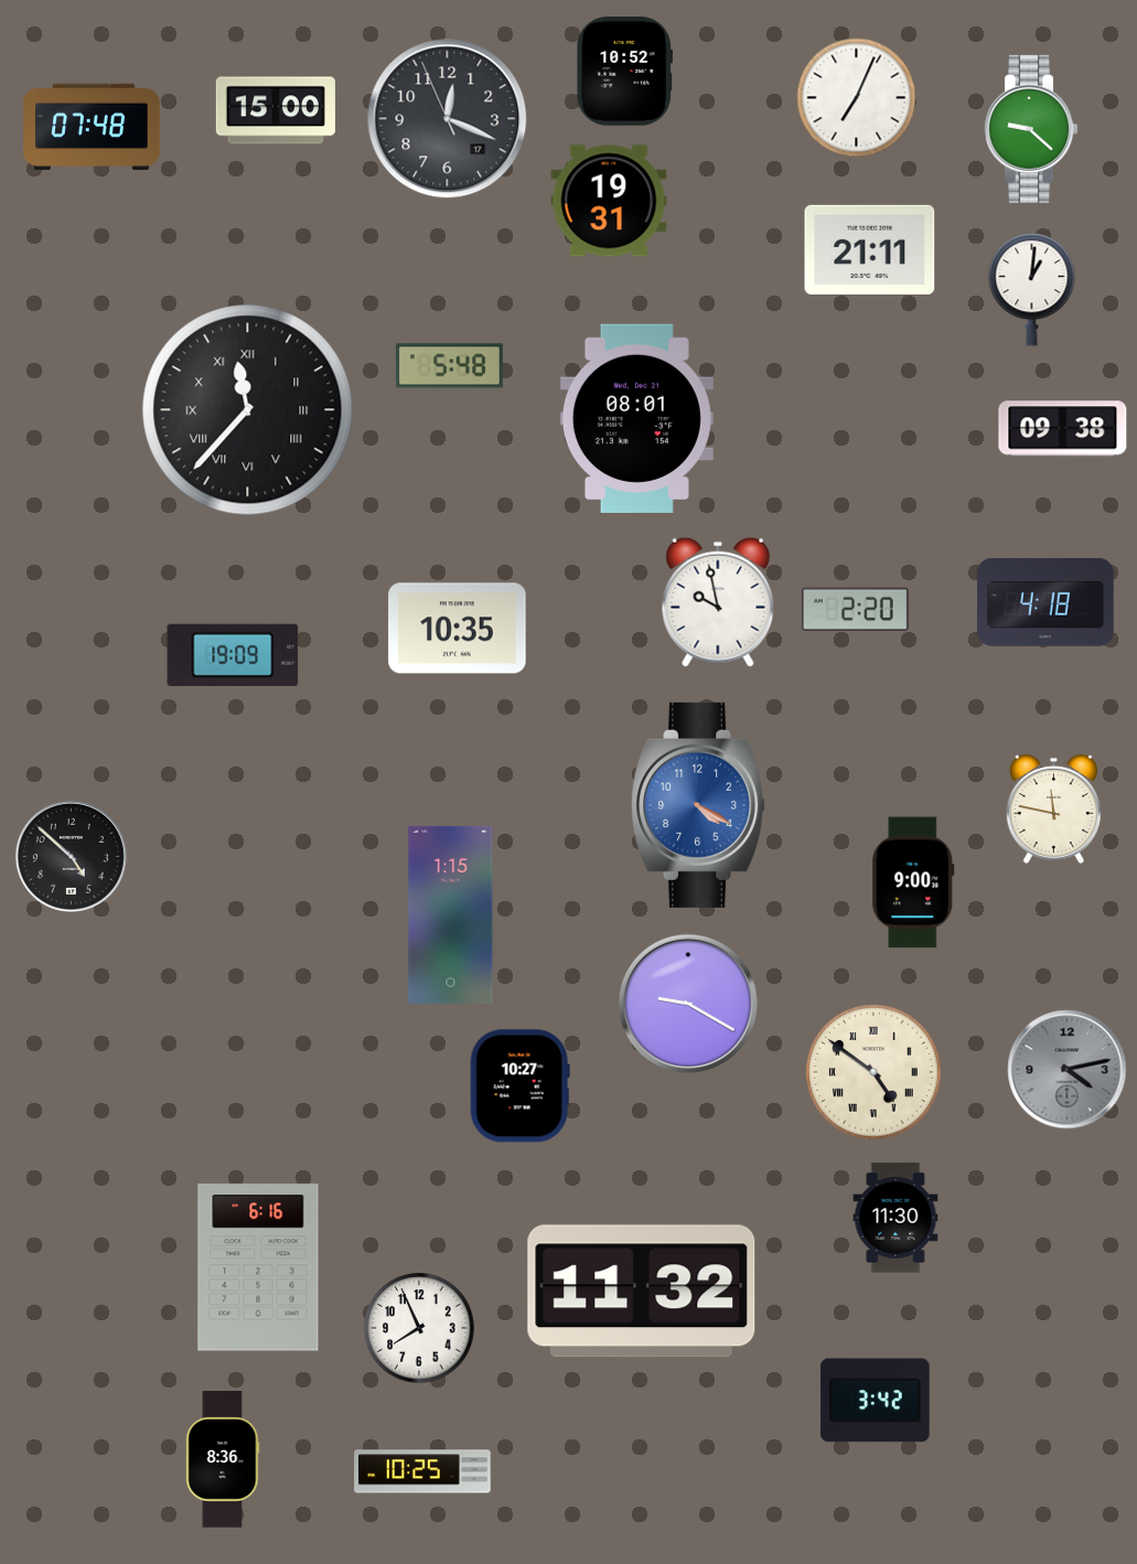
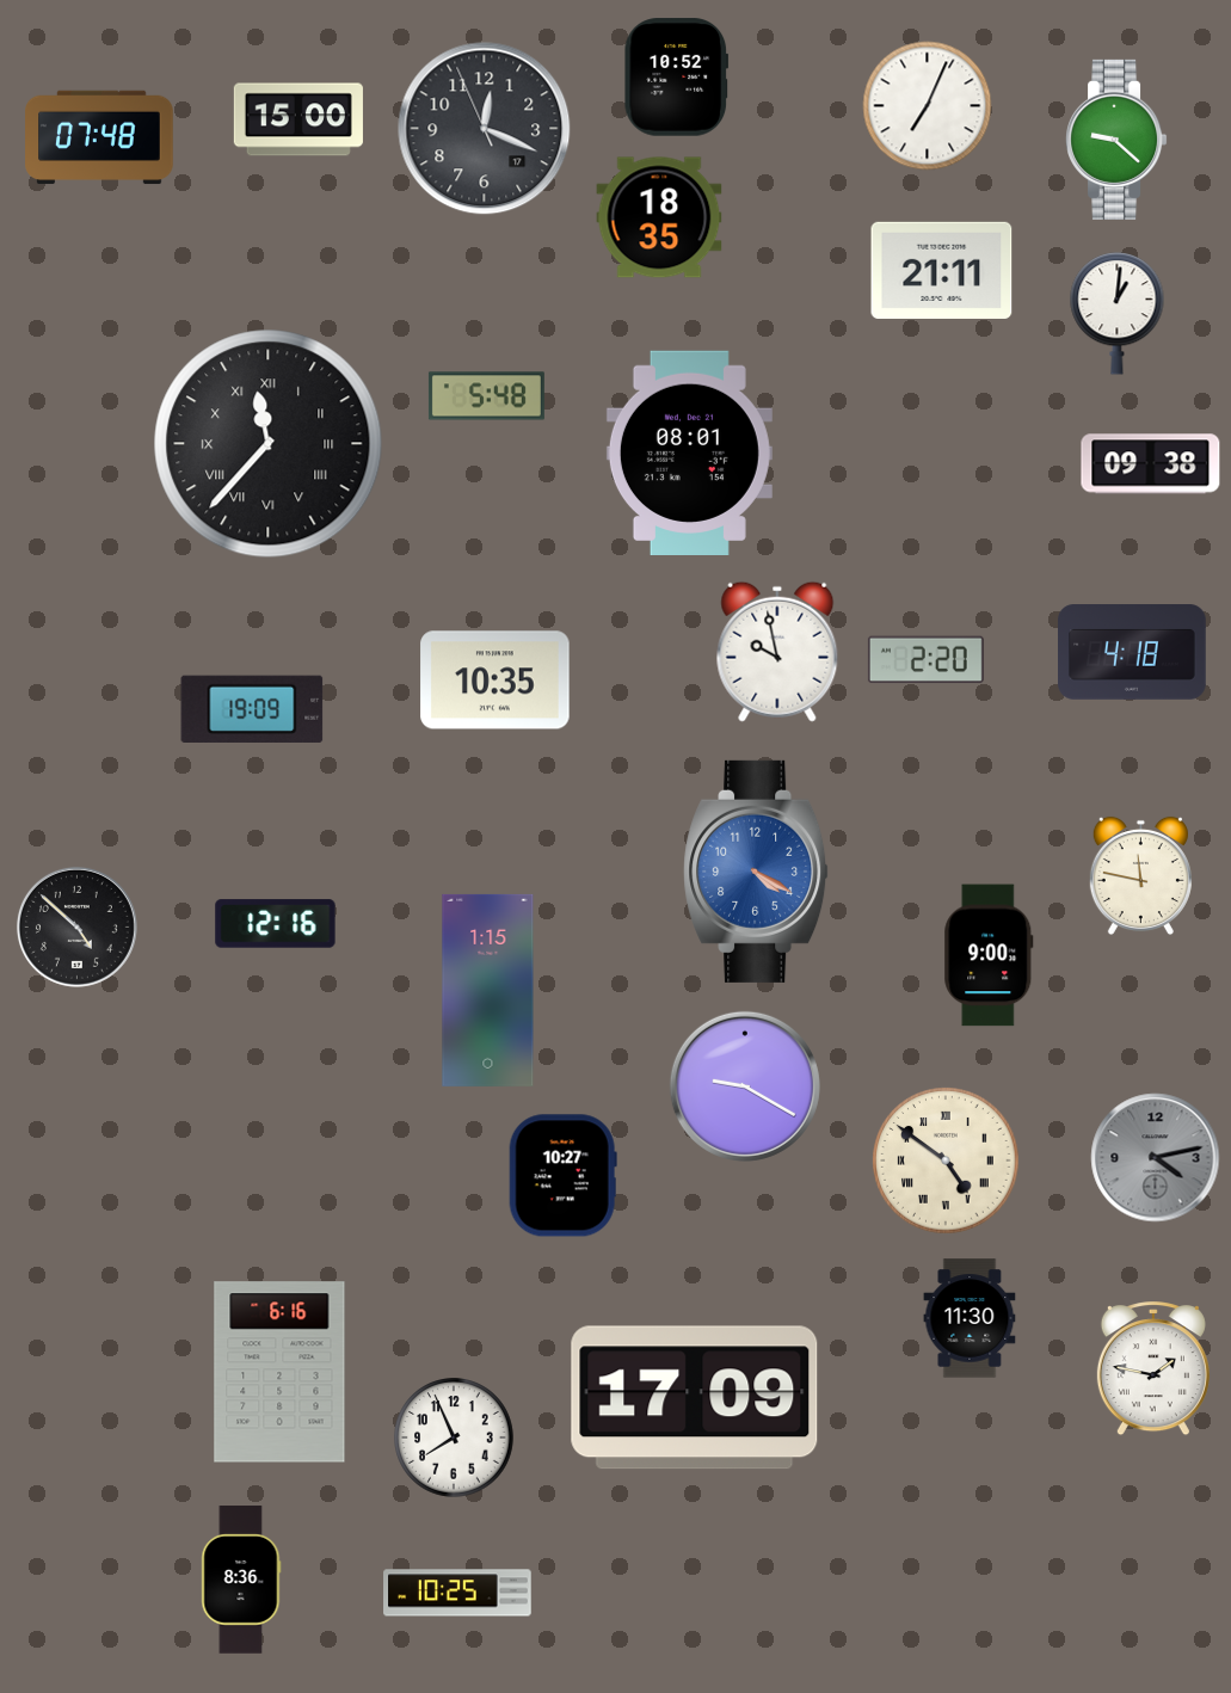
clock at (609, 201): 19:31 -> 18:35
clock at (276, 924): none -> 12:16
clock at (1153, 1369): none -> 1:47
clock at (642, 1292): 11:32 -> 17:09
clock at (876, 1401): 3:42 -> none
